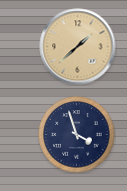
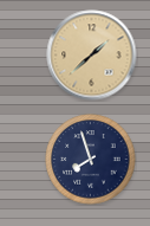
clock at (77, 135): 3:57 -> 7:57
